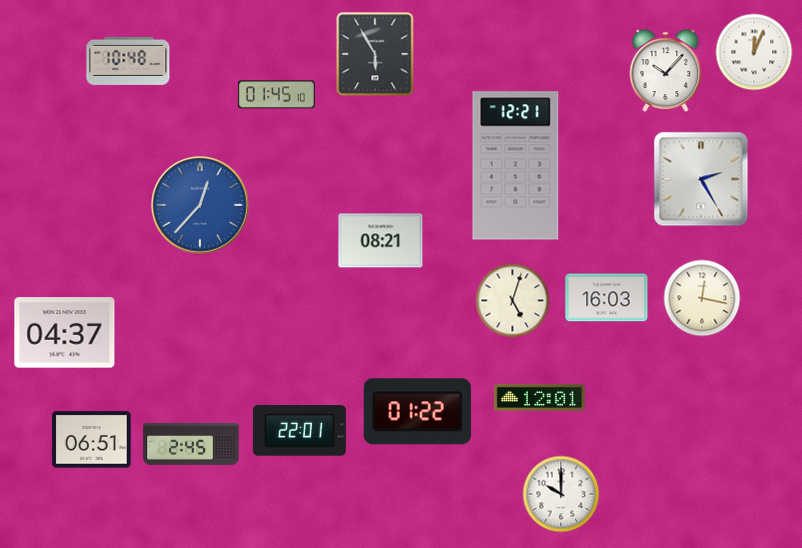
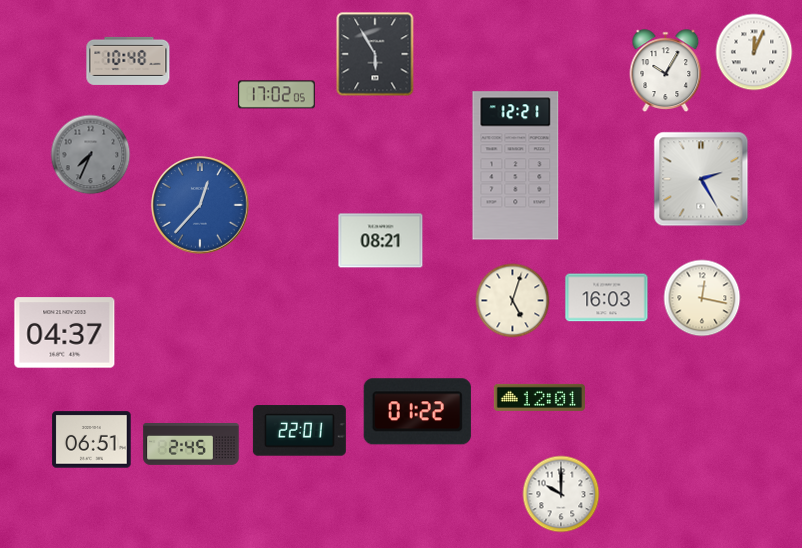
clock at (666, 70): 10:07 -> 10:05
clock at (276, 95): 01:45 -> 17:02
clock at (91, 155): none -> 7:34
